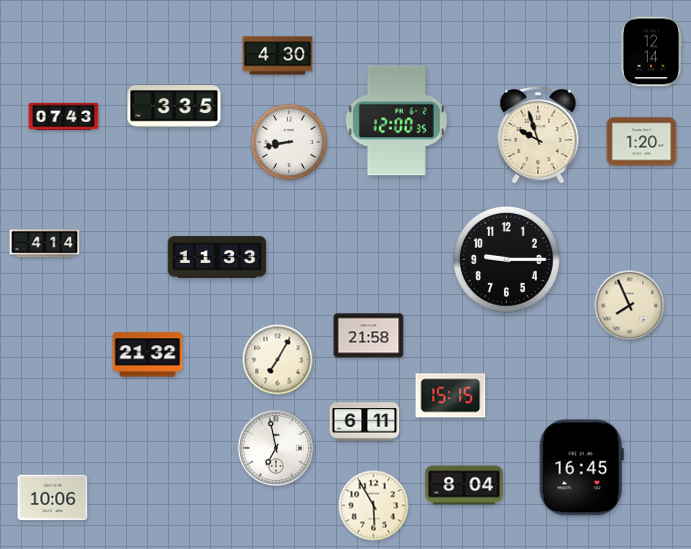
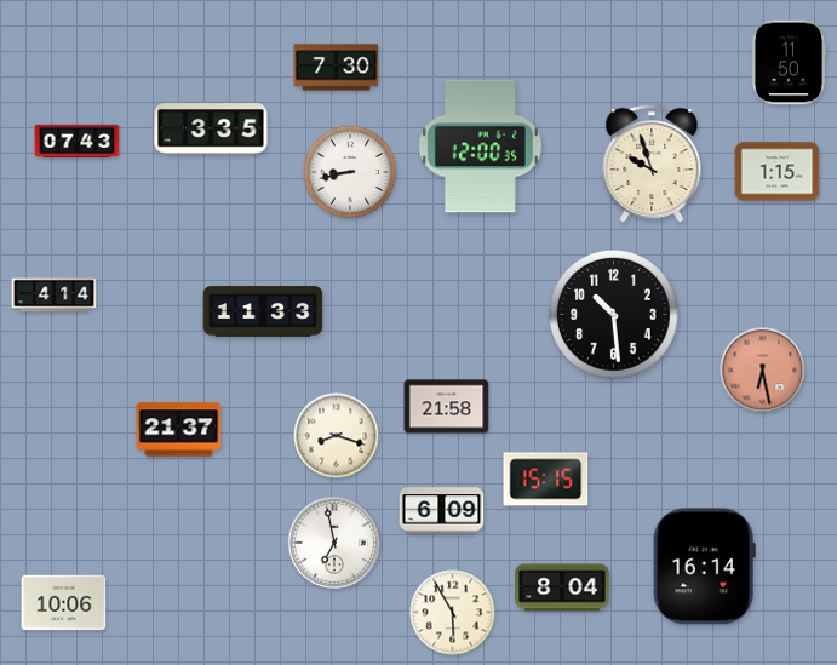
clock at (651, 52): 12:14 -> 11:50
clock at (278, 56): 4:30 -> 7:30
clock at (642, 142): 1:20 -> 1:15
clock at (506, 259): 9:15 -> 10:29
clock at (630, 306): 7:56 -> 6:28
clock at (630, 306) dial: cream -> salmon
clock at (148, 355): 21:32 -> 21:37
clock at (278, 360): 7:05 -> 8:18
clock at (365, 422): 6:11 -> 6:09
clock at (581, 468): 16:45 -> 16:14
